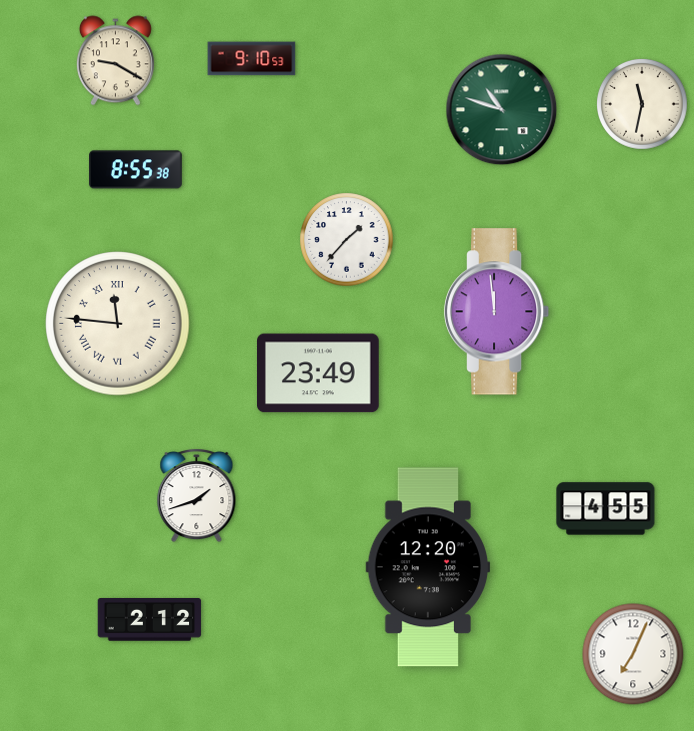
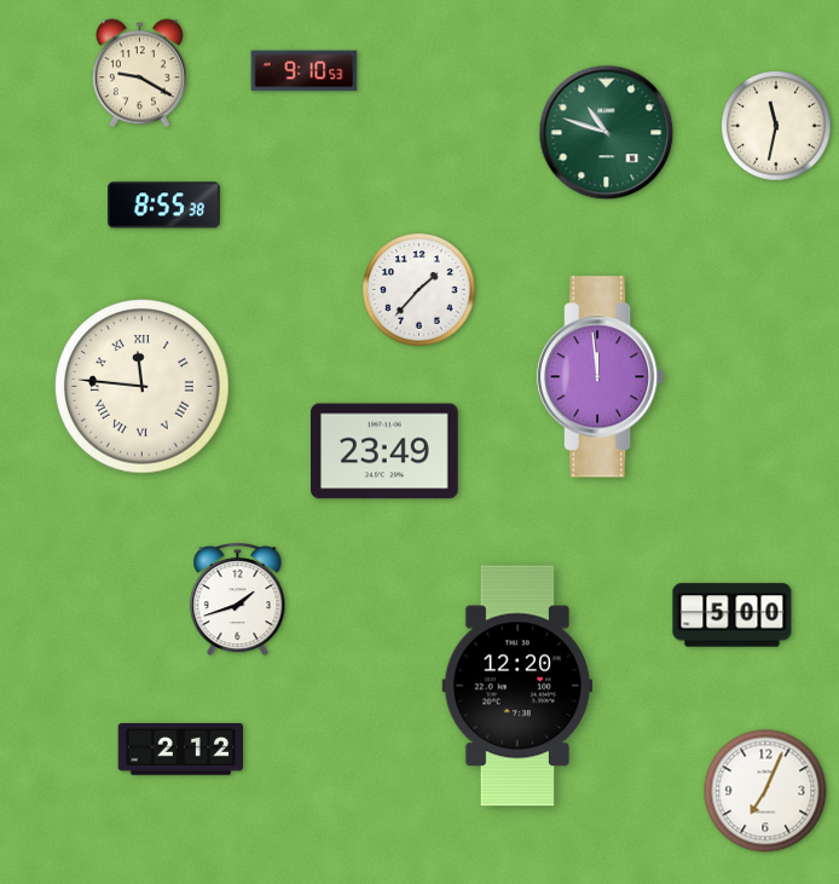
clock at (118, 324) position: (118, 324) -> (143, 387)
clock at (606, 509): 4:55 -> 5:00
